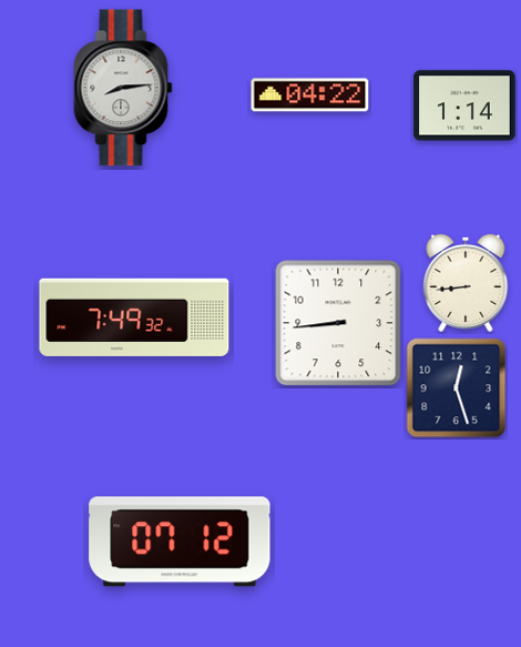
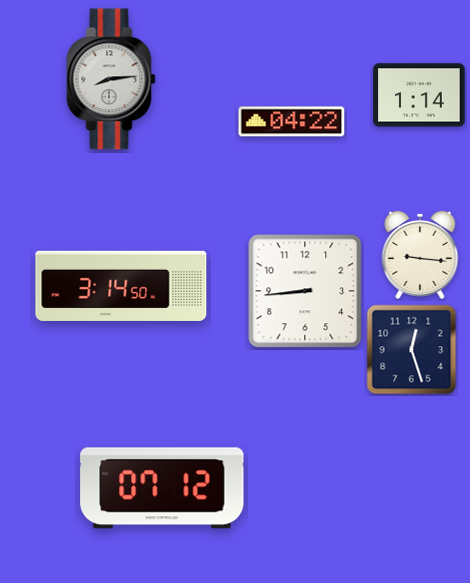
clock at (310, 95) position: (310, 95) -> (292, 122)
clock at (466, 283): 8:44 -> 9:16
clock at (134, 317): 7:49 -> 3:14
